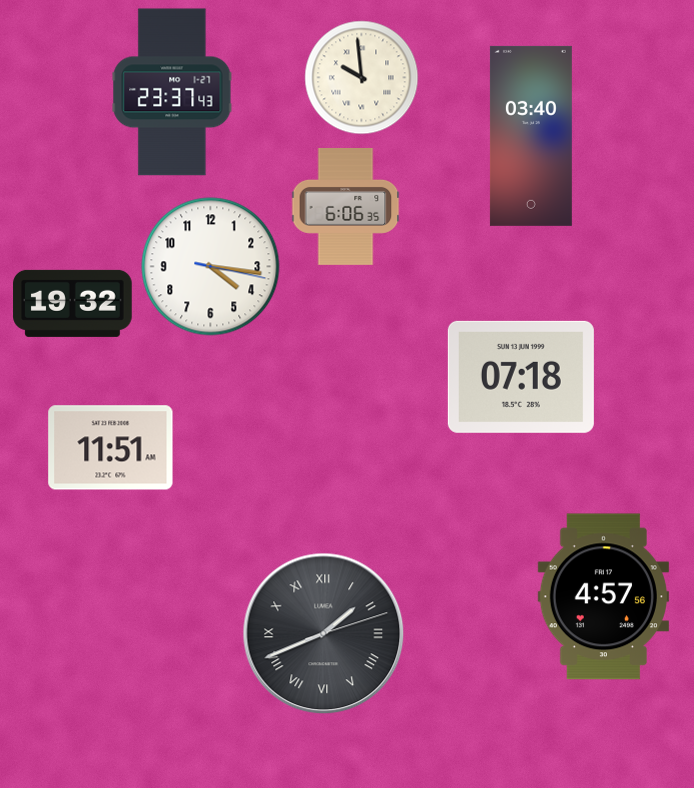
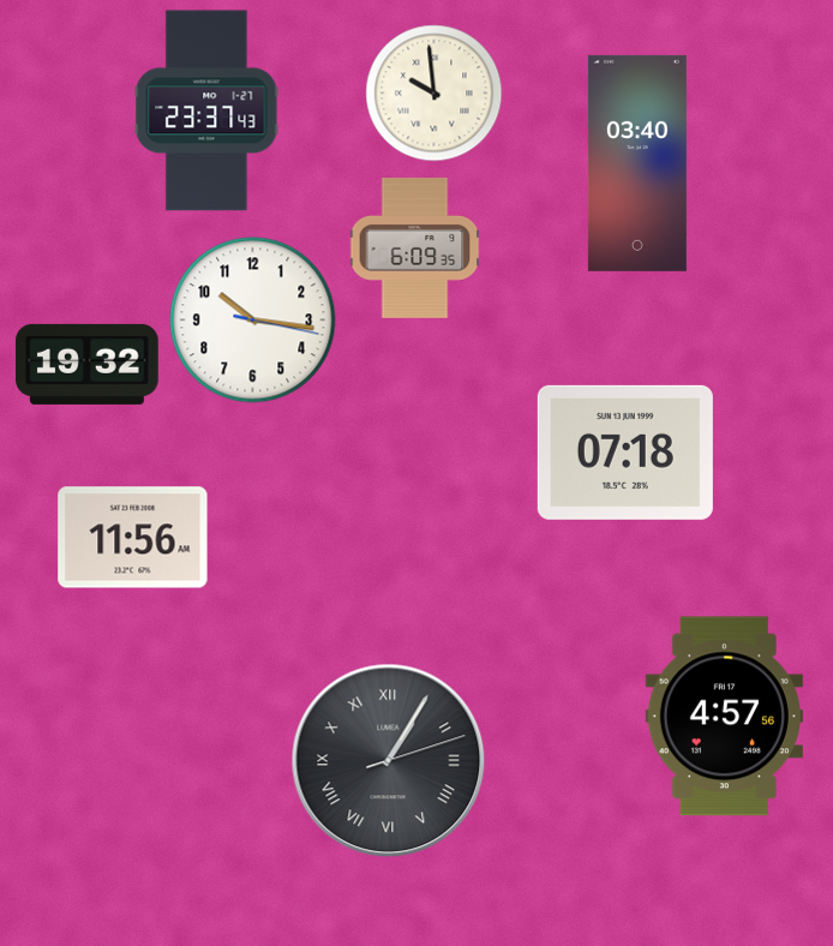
clock at (346, 207): 6:06 -> 6:09
clock at (211, 267): 4:16 -> 10:16
clock at (111, 448): 11:51 -> 11:56
clock at (324, 634): 1:41 -> 1:05
